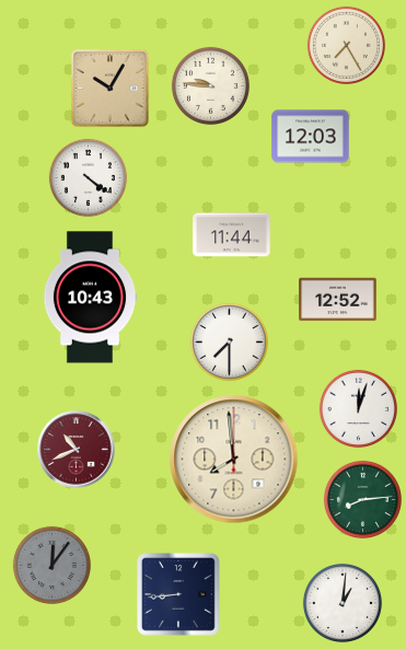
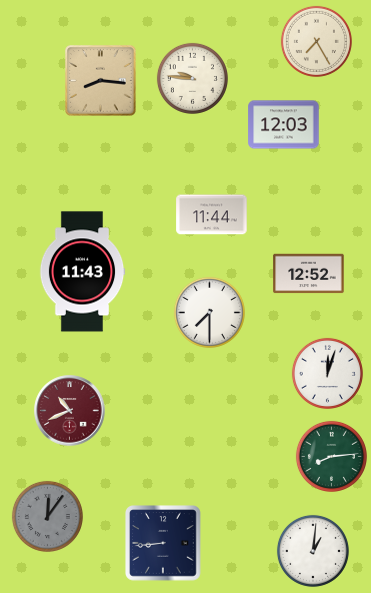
clock at (111, 89): 10:05 -> 8:16
clock at (88, 177): 4:21 -> none
clock at (90, 298): 10:43 -> 11:43
clock at (234, 460): 7:59 -> none
